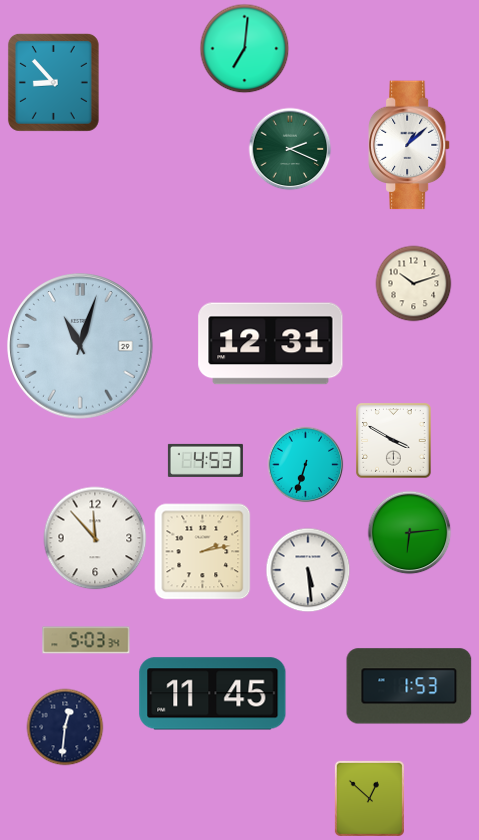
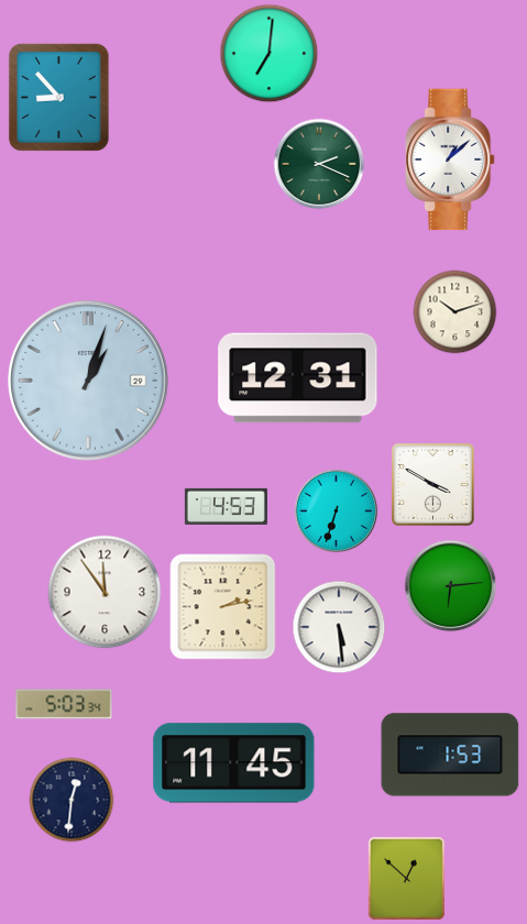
clock at (53, 82) position: (53, 82) -> (58, 97)
clock at (80, 346): 11:03 -> 1:03
clock at (95, 538): 11:53 -> 11:54
clock at (86, 640) position: (86, 640) -> (64, 704)
